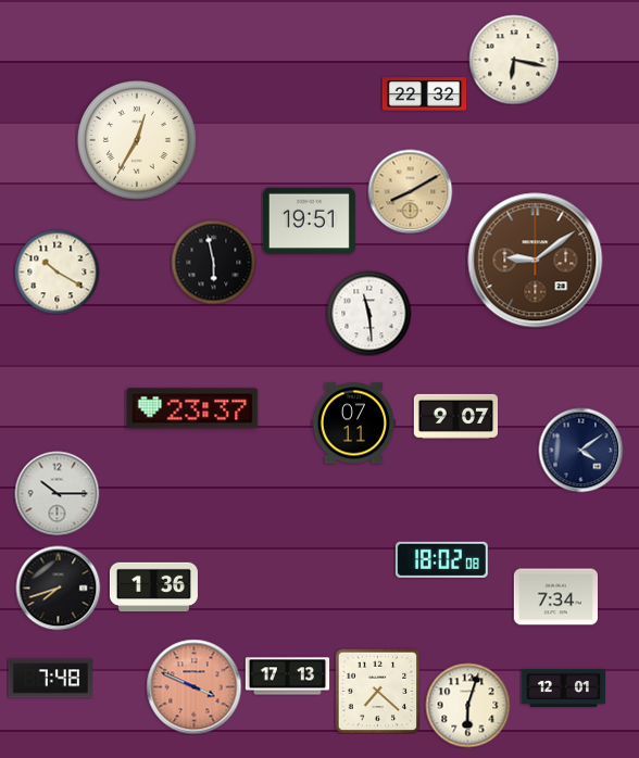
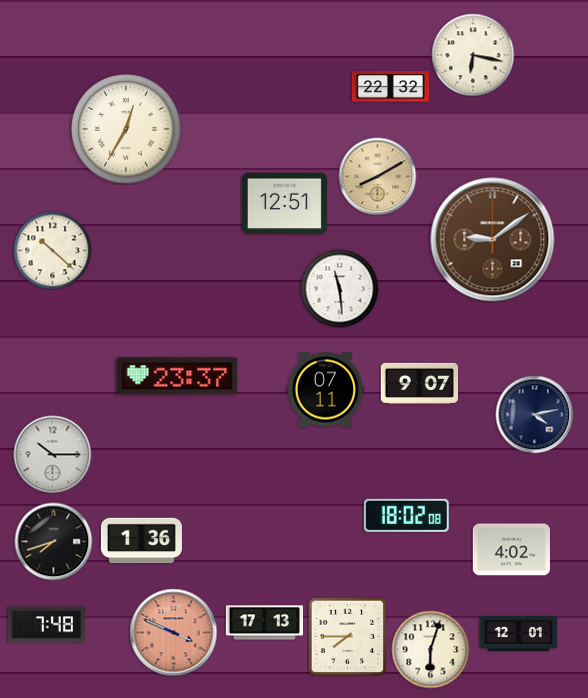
clock at (309, 222): 19:51 -> 12:51
clock at (213, 262): 5:58 -> none
clock at (57, 271): 10:20 -> 10:22
clock at (580, 450): 4:09 -> 4:13
clock at (555, 597): 7:34 -> 4:02
clock at (193, 686) position: (193, 686) -> (173, 632)
clock at (377, 691): 7:22 -> 7:45
